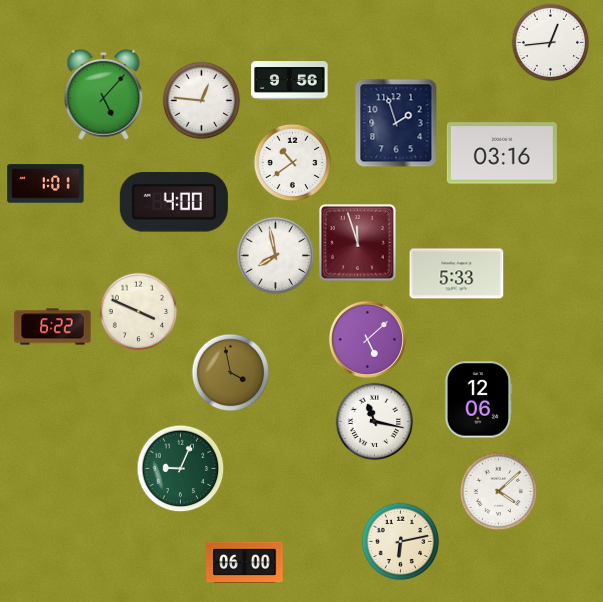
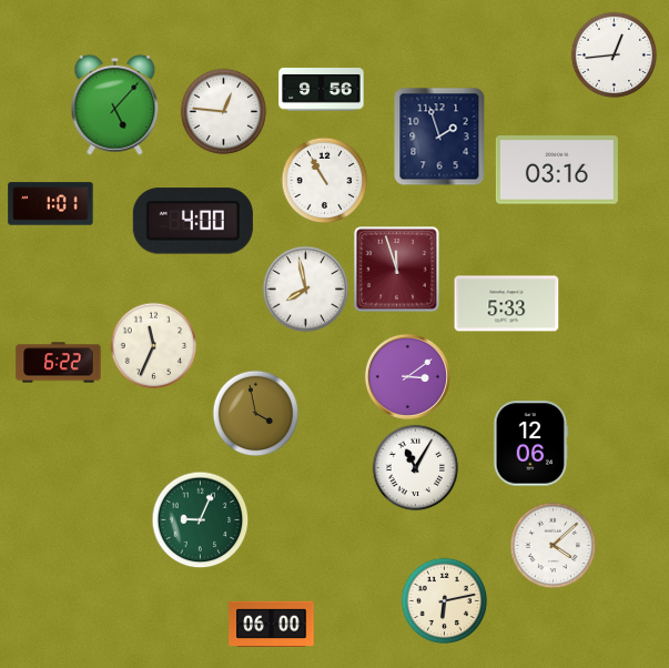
clock at (550, 42) position: (550, 42) -> (614, 54)
clock at (292, 162): 10:39 -> 10:55
clock at (174, 202) position: (174, 202) -> (193, 221)
clock at (275, 255) position: (275, 255) -> (305, 289)
clock at (138, 311): 3:49 -> 11:34
clock at (367, 339): 5:08 -> 3:09
clock at (374, 421): 11:17 -> 11:05
